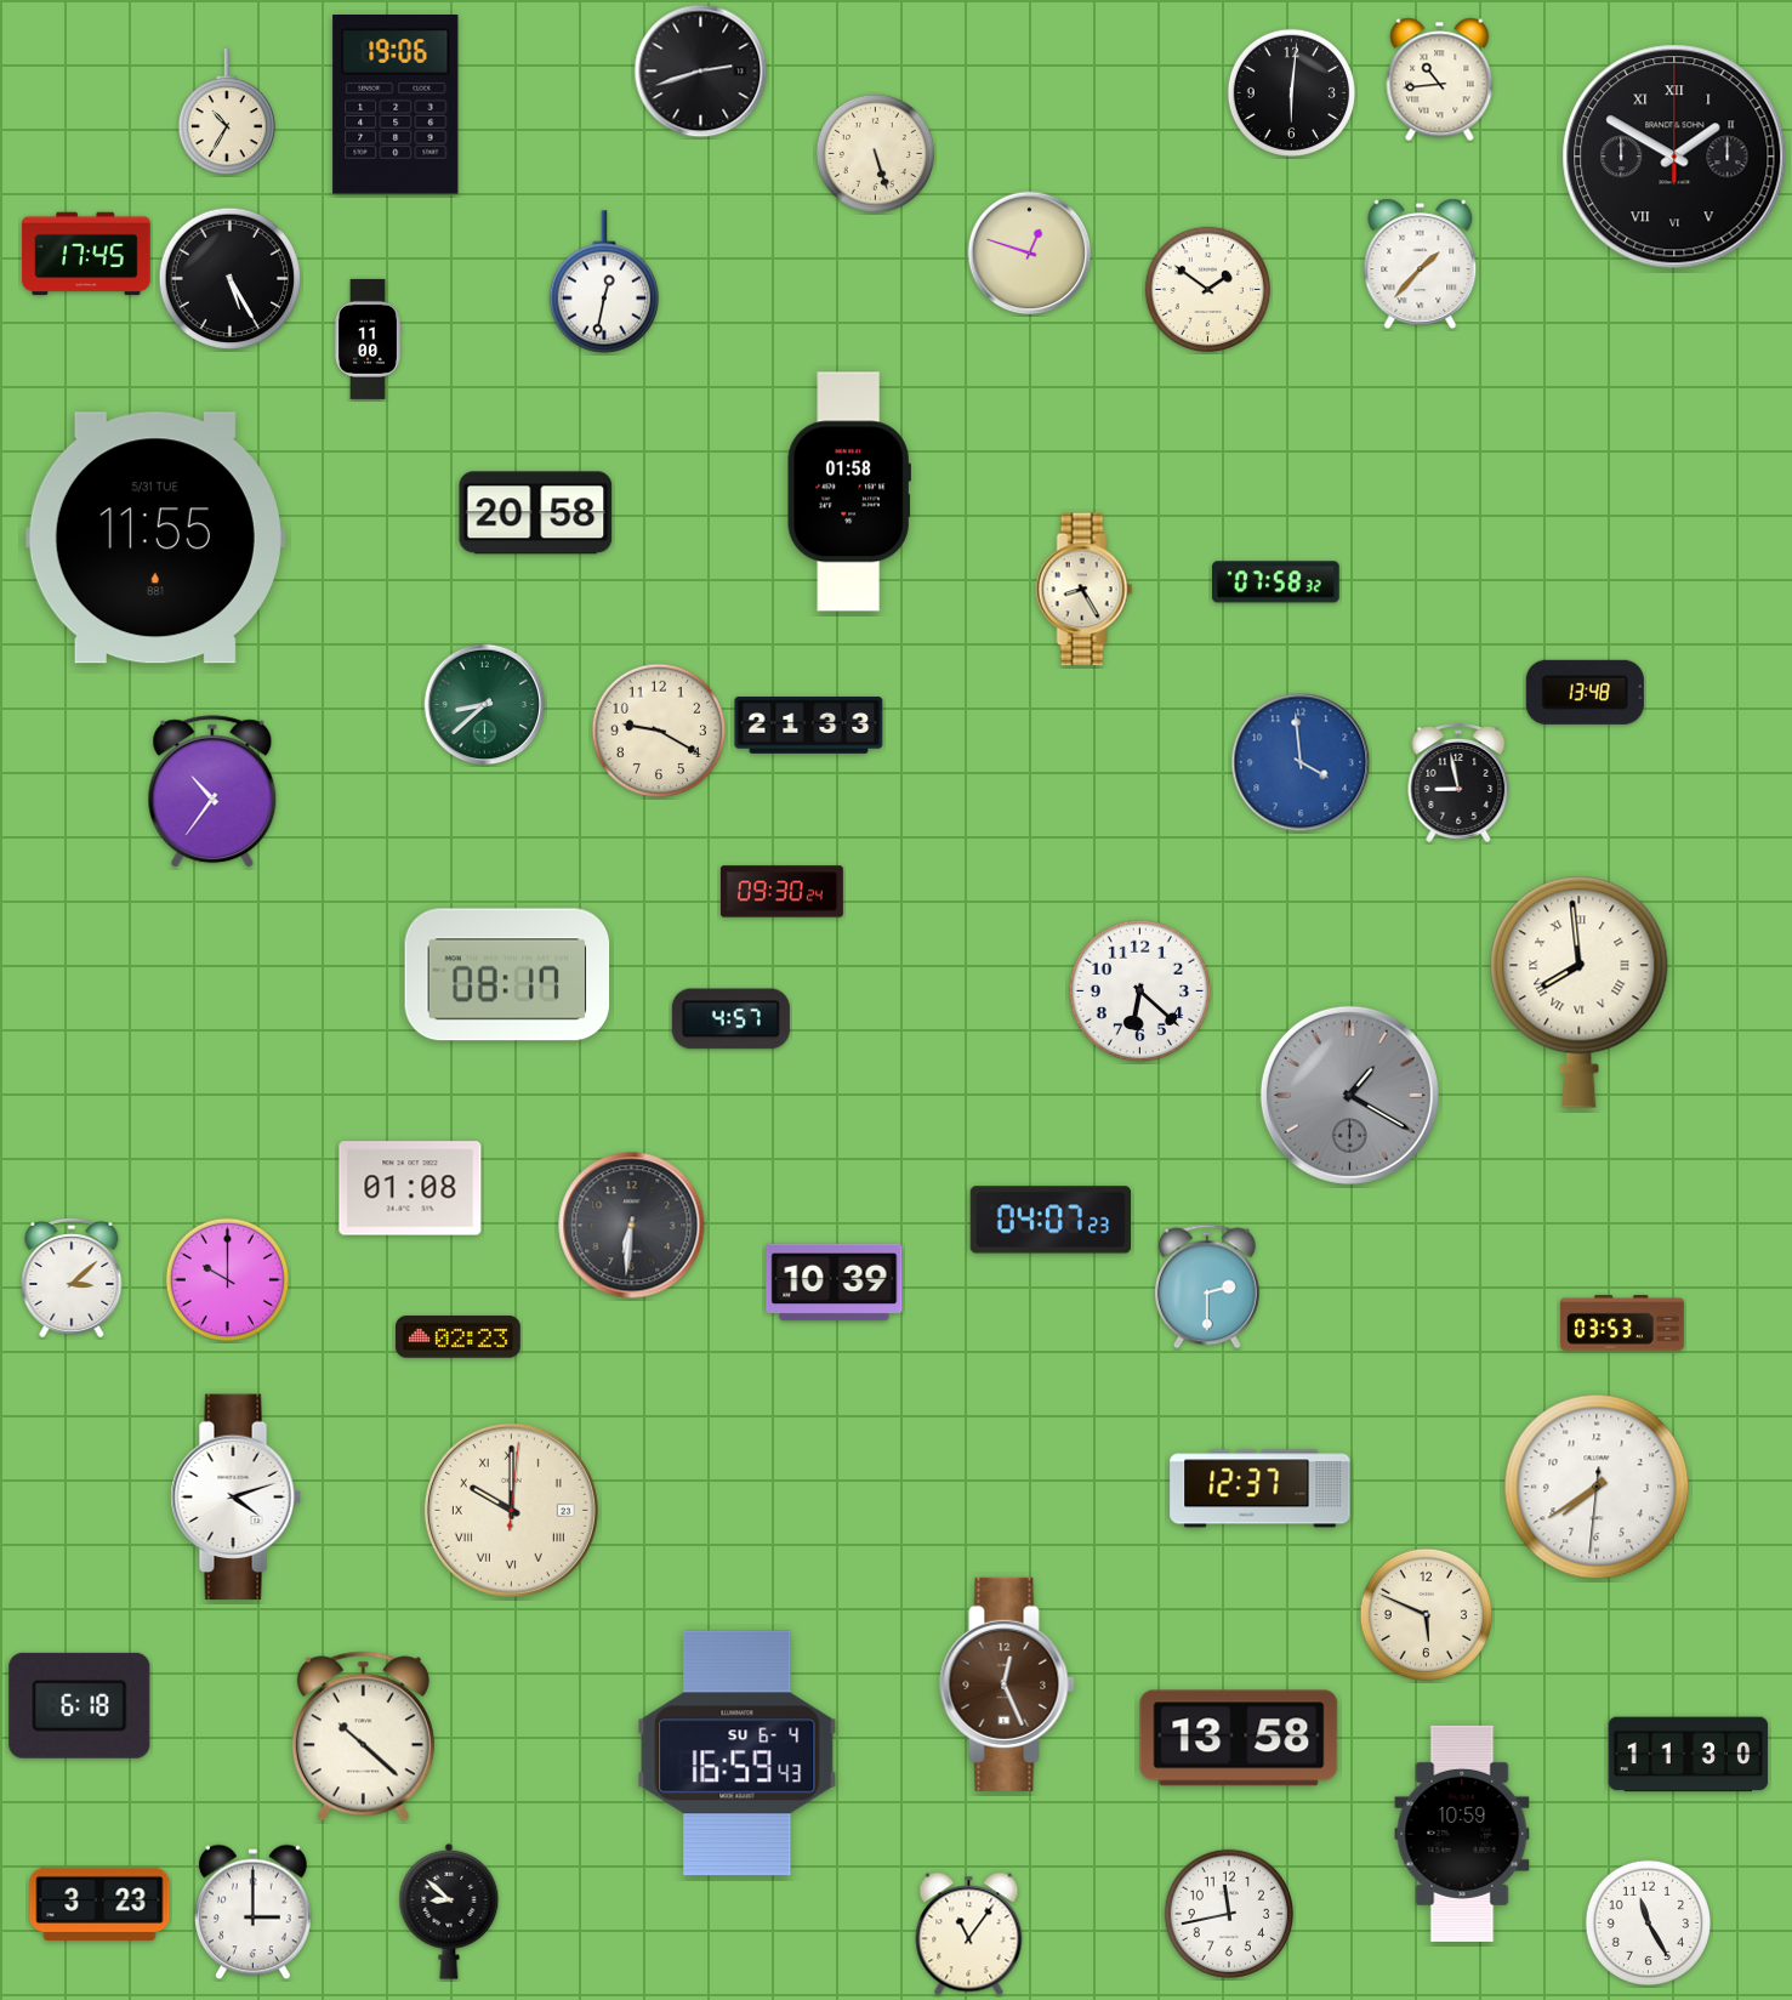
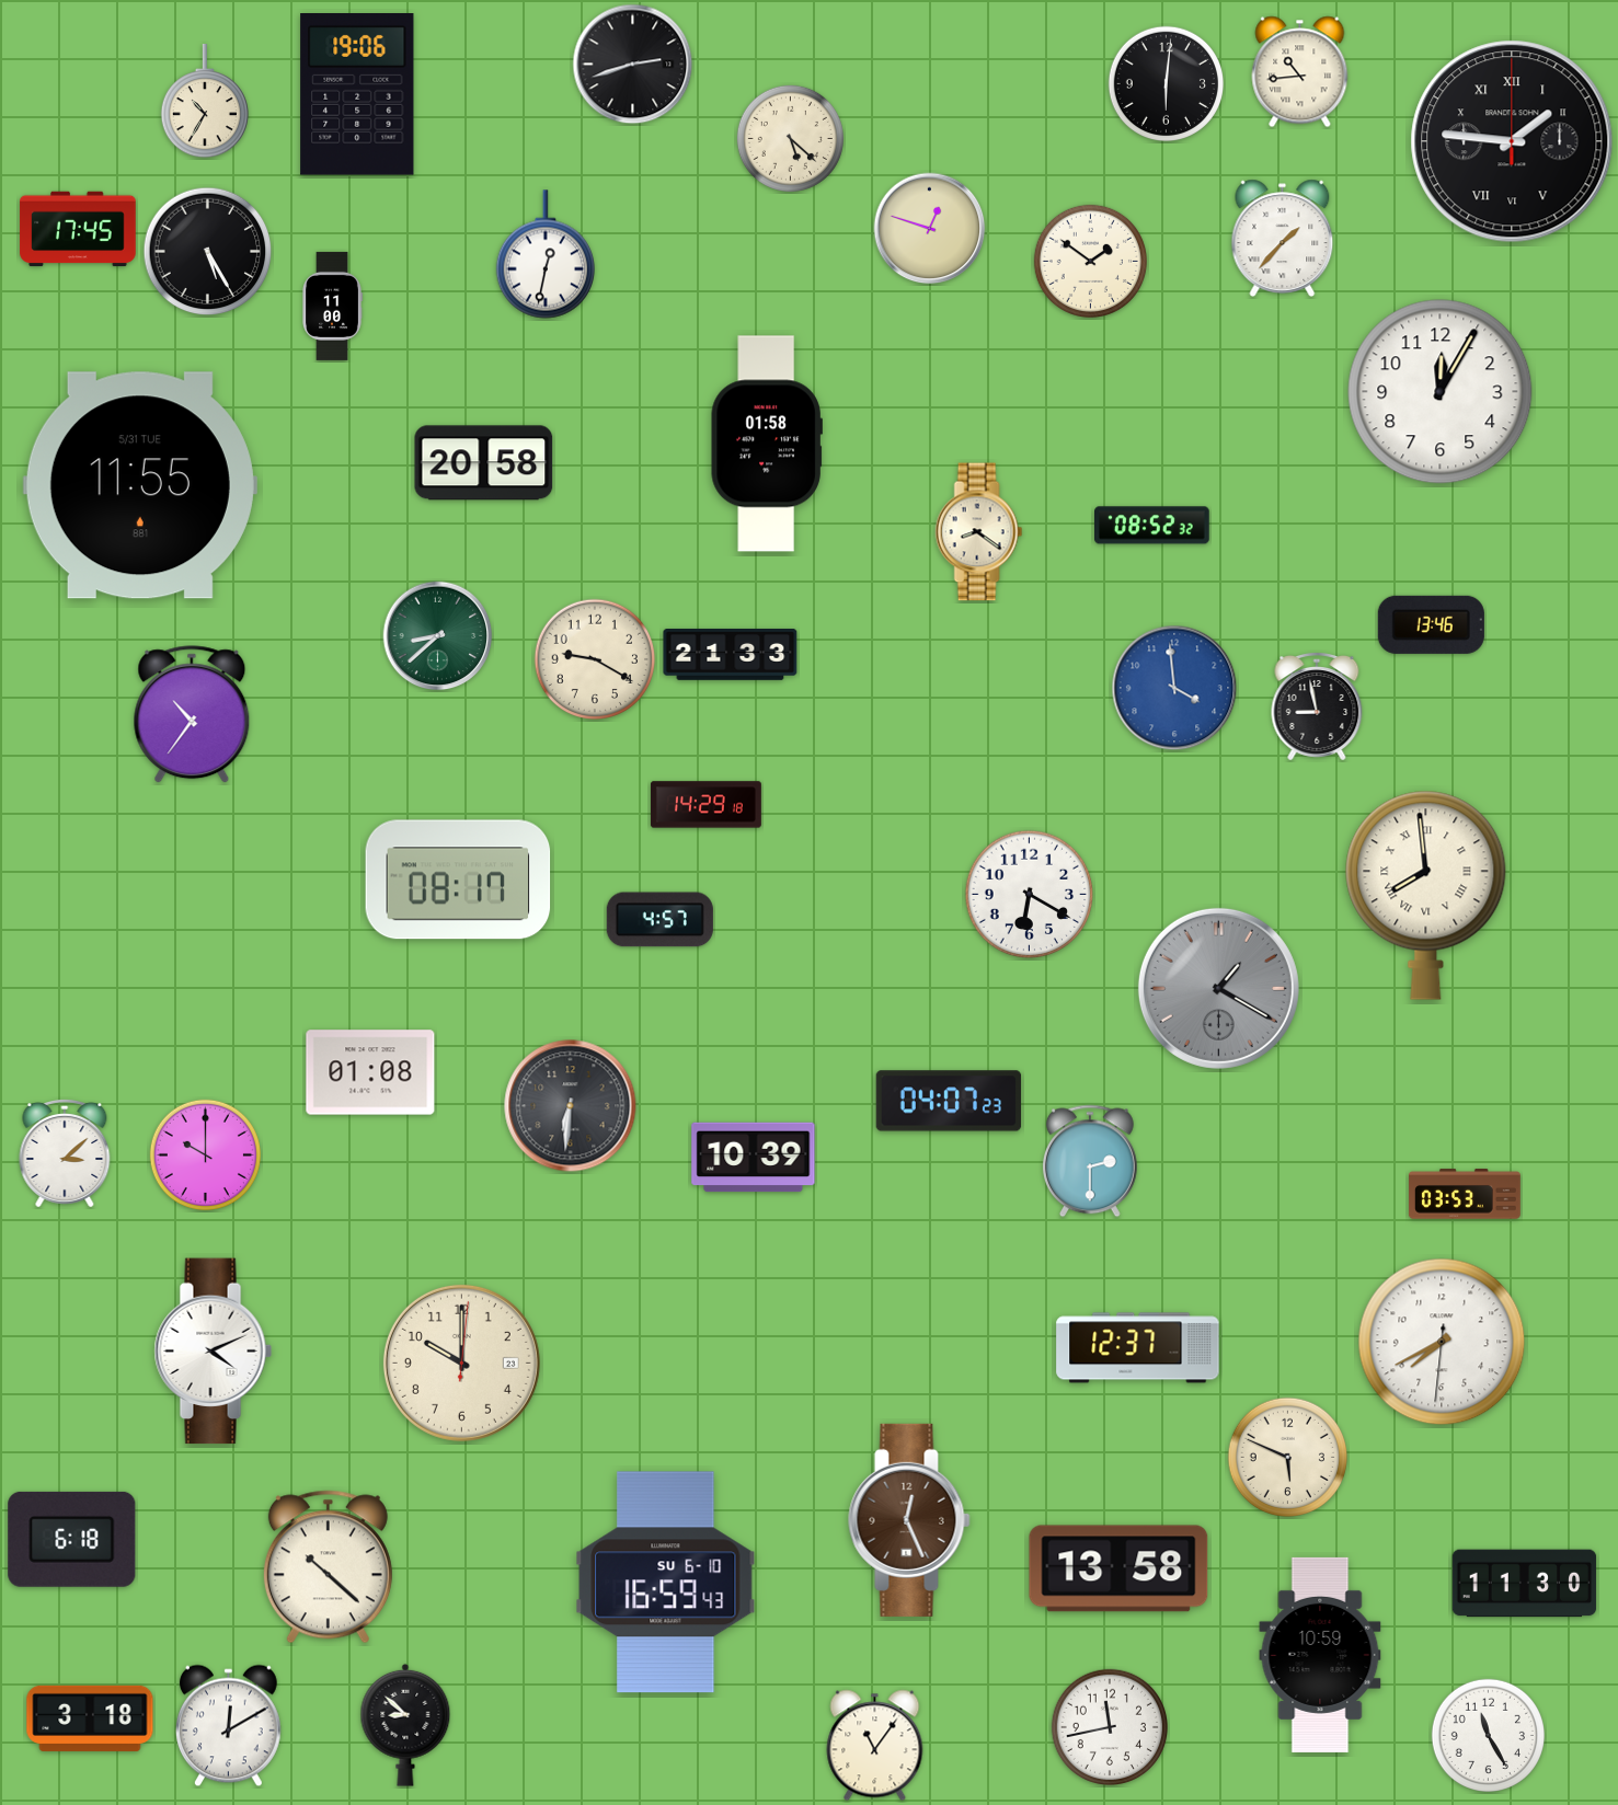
clock at (875, 153): 5:27 -> 5:22
clock at (1674, 157): 1:50 -> 1:46
clock at (1441, 392): none -> 12:05
clock at (1276, 583): 07:58 -> 08:52
clock at (1085, 590): 8:25 -> 8:21
clock at (1585, 692): 13:48 -> 13:46
clock at (781, 892): 09:30 -> 14:29
clock at (1140, 992): 6:22 -> 6:20
clock at (457, 1337): 02:23 -> none
clock at (1597, 1487): 7:39 -> 7:40
clock at (1261, 1489) position: (1261, 1489) -> (1138, 1348)
clock at (235, 1498): 4:12 -> 4:11
clock at (511, 1510) numerals: Roman -> Arabic
clock at (738, 1754) date: SU 6-4 -> SU 6-10
clock at (99, 1904): 3:23 -> 3:18
clock at (254, 1913): 3:00 -> 12:10
